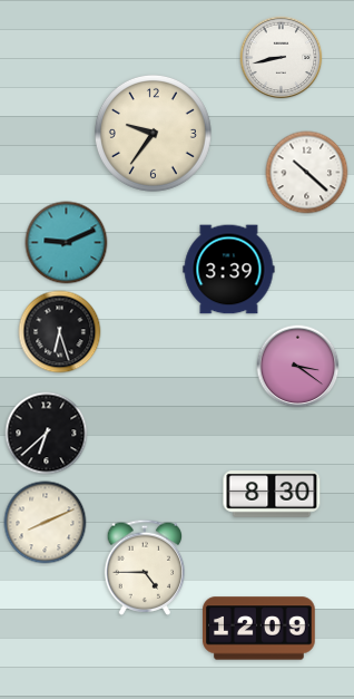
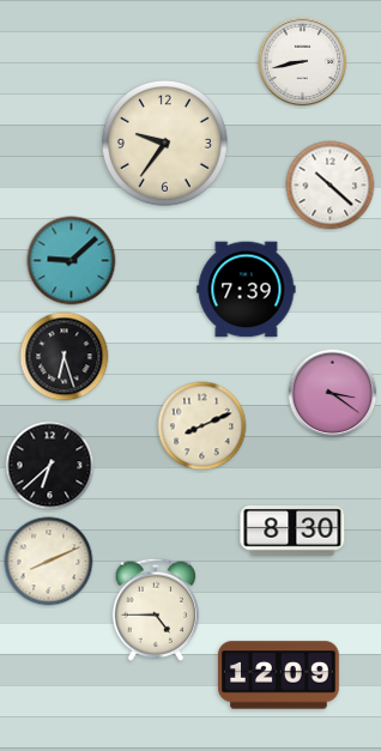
clock at (67, 243): 9:11 -> 9:08
clock at (229, 270): 3:39 -> 7:39
clock at (298, 367) position: (298, 367) -> (333, 394)
clock at (202, 426): none -> 8:11
